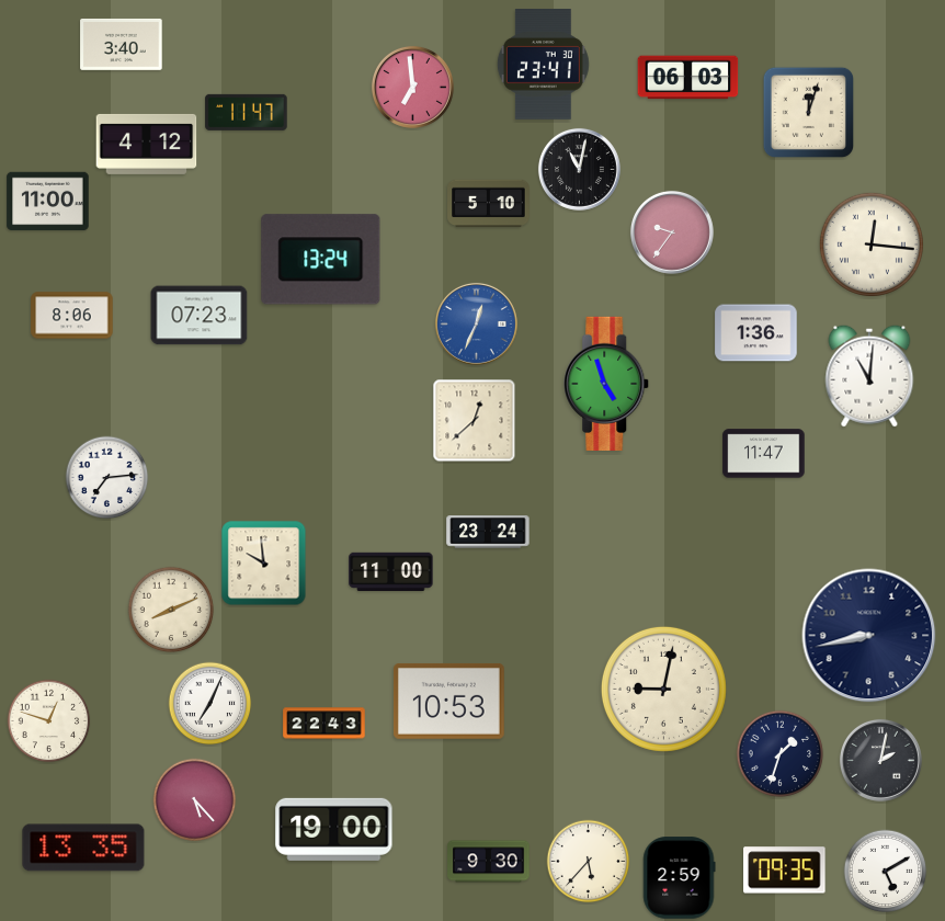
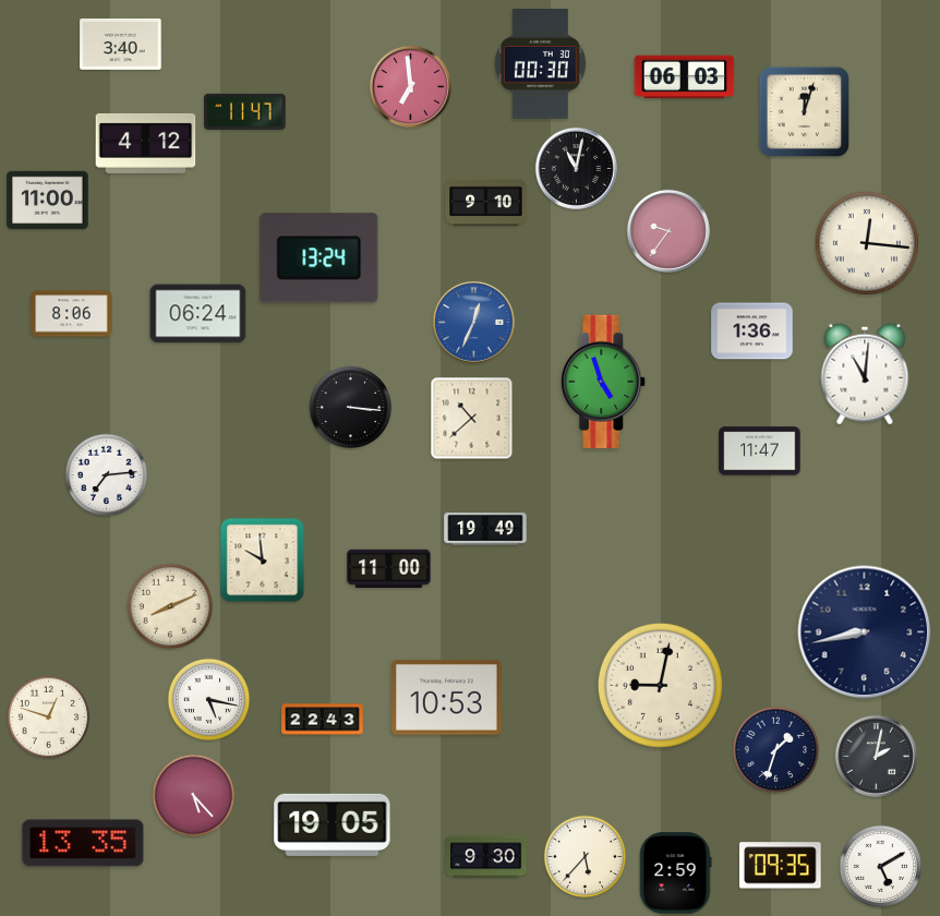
clock at (543, 65): 23:41 -> 00:30
clock at (489, 204): 5:10 -> 9:10
clock at (200, 316): 07:23 -> 06:24
clock at (351, 408): none -> 3:16
clock at (475, 421): 12:38 -> 10:38
clock at (488, 532): 23:24 -> 19:49
clock at (210, 704): 7:04 -> 5:17
clock at (334, 829): 19:00 -> 19:05
